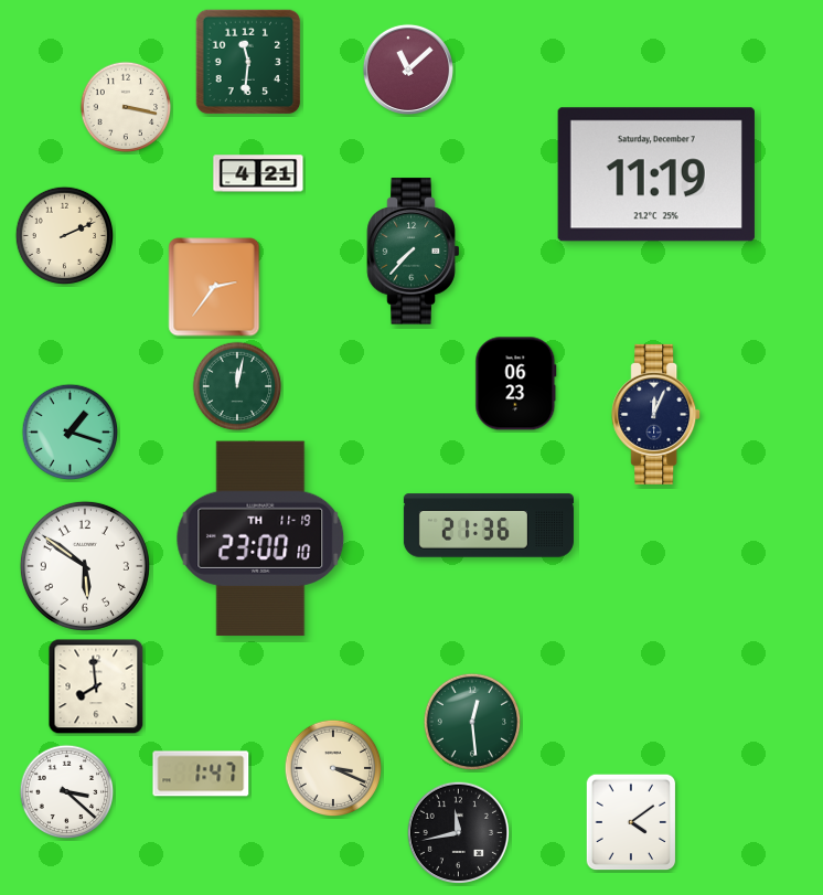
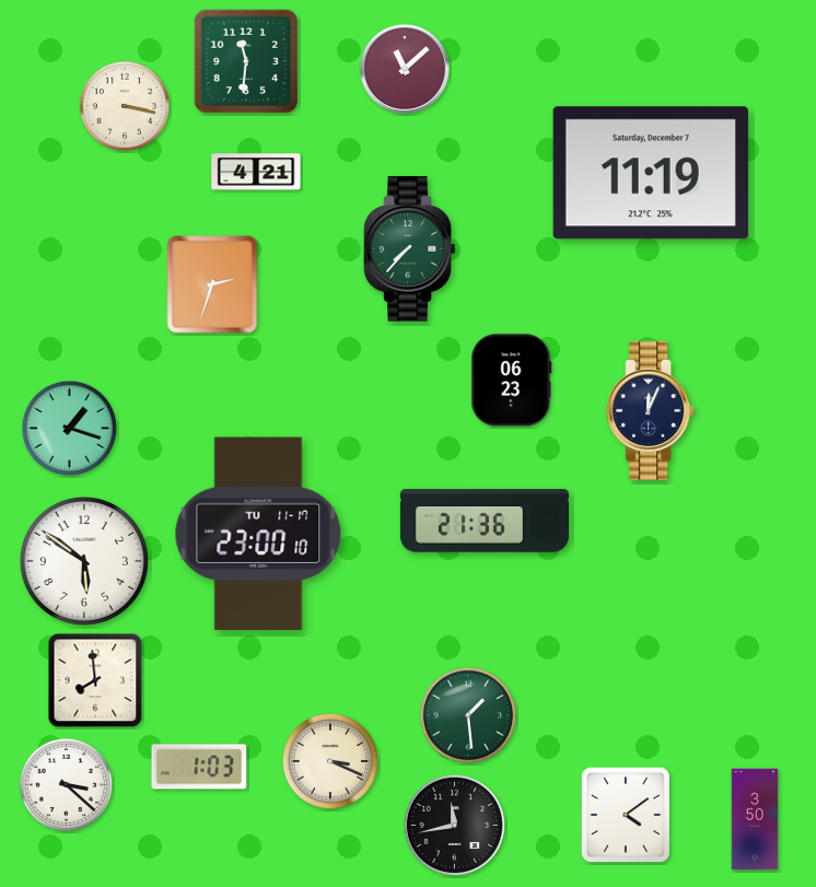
clock at (65, 236): 2:11 -> none
clock at (214, 287): 2:36 -> 2:33
clock at (237, 386): 12:02 -> none
clock at (260, 539) date: TH 11-19 -> TU 11-17
clock at (472, 722): 12:29 -> 1:29
clock at (201, 774): 1:47 -> 1:03
clock at (755, 819): none -> 3:50
